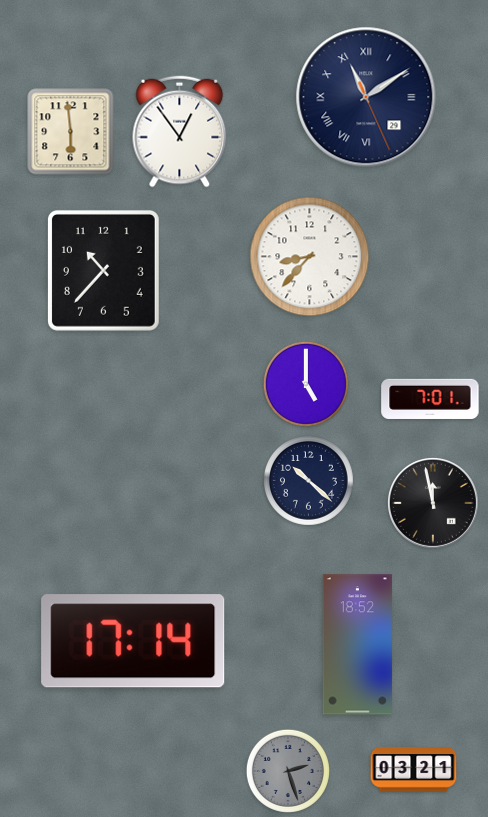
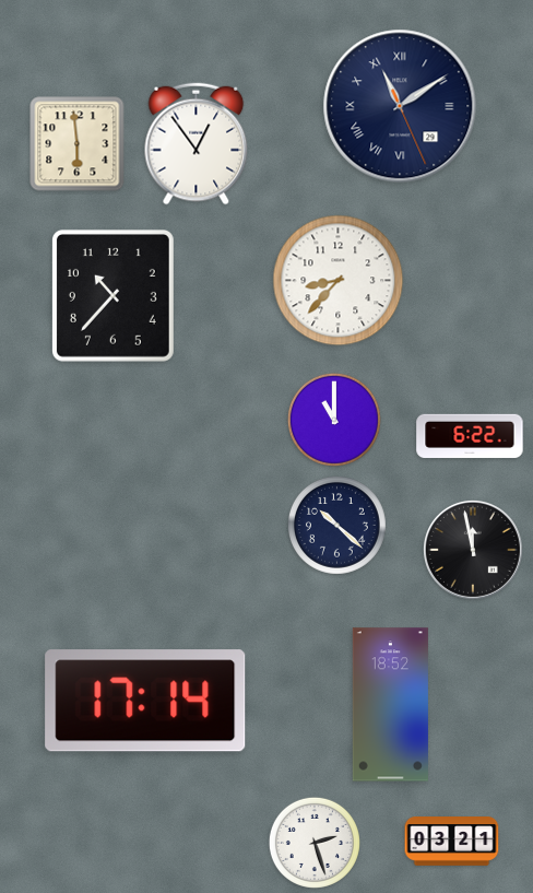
clock at (306, 384): 5:00 -> 11:00
clock at (430, 398): 7:01 -> 6:22
clock at (288, 771) dial: grey -> white
